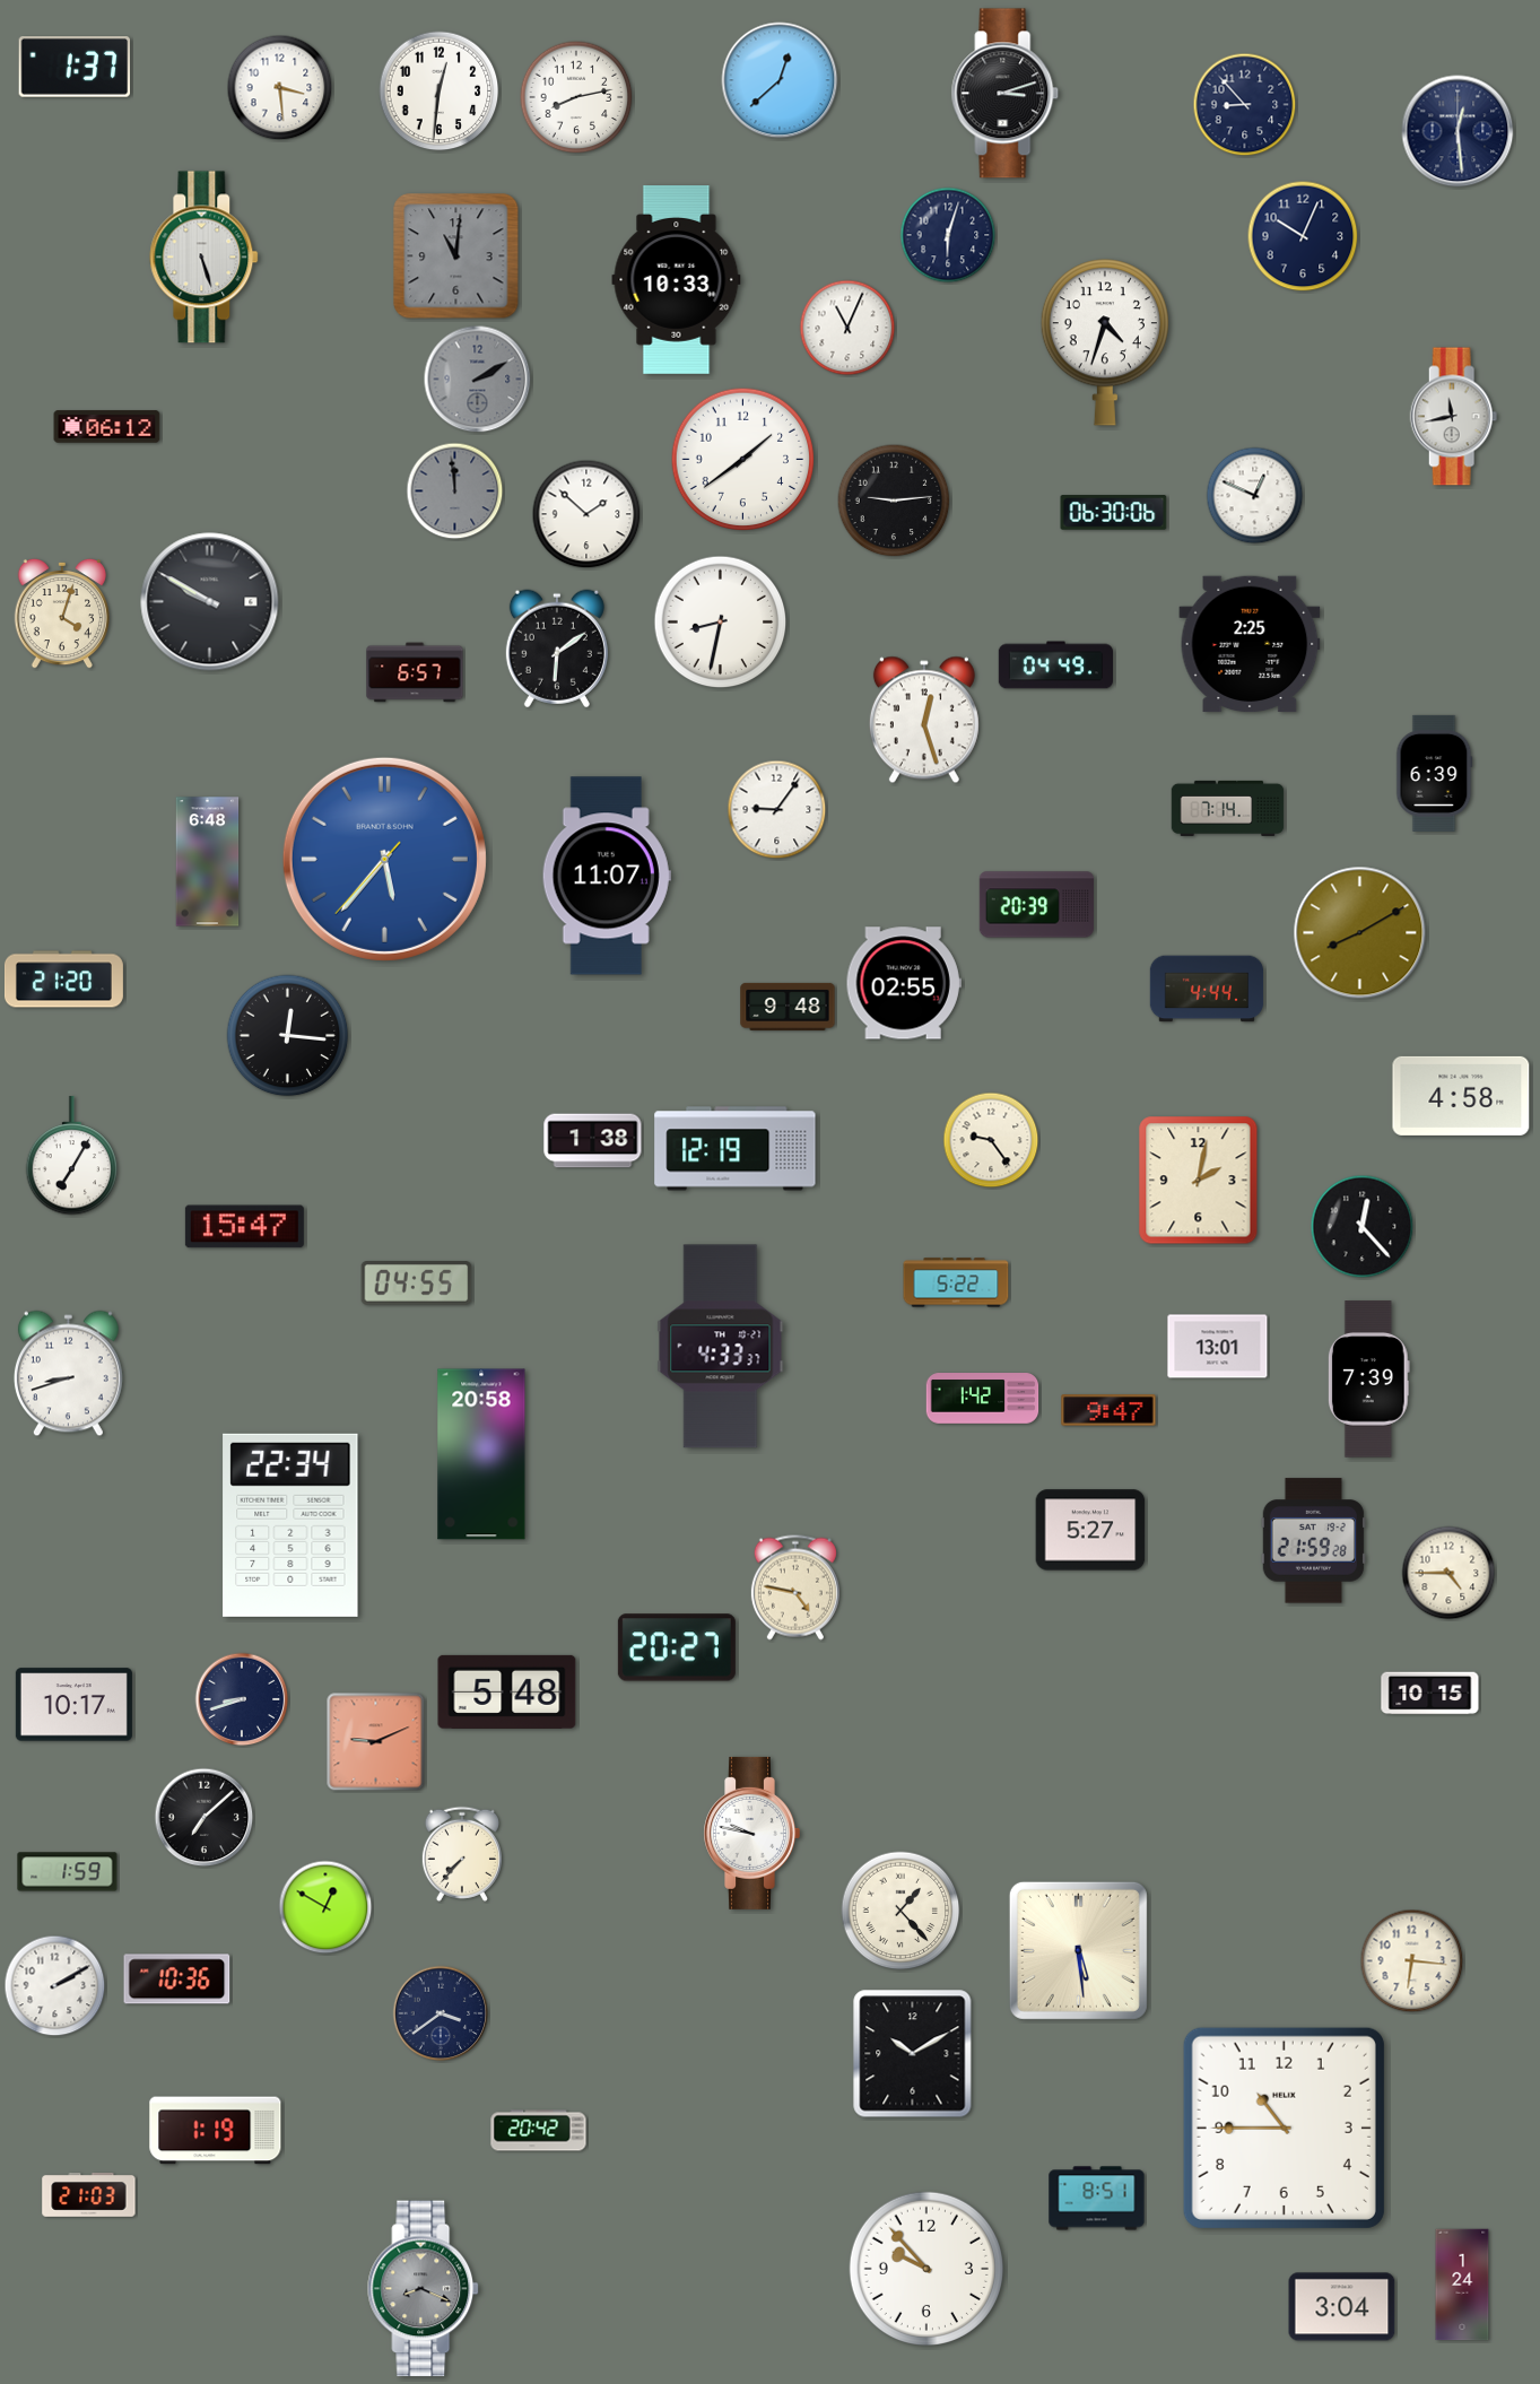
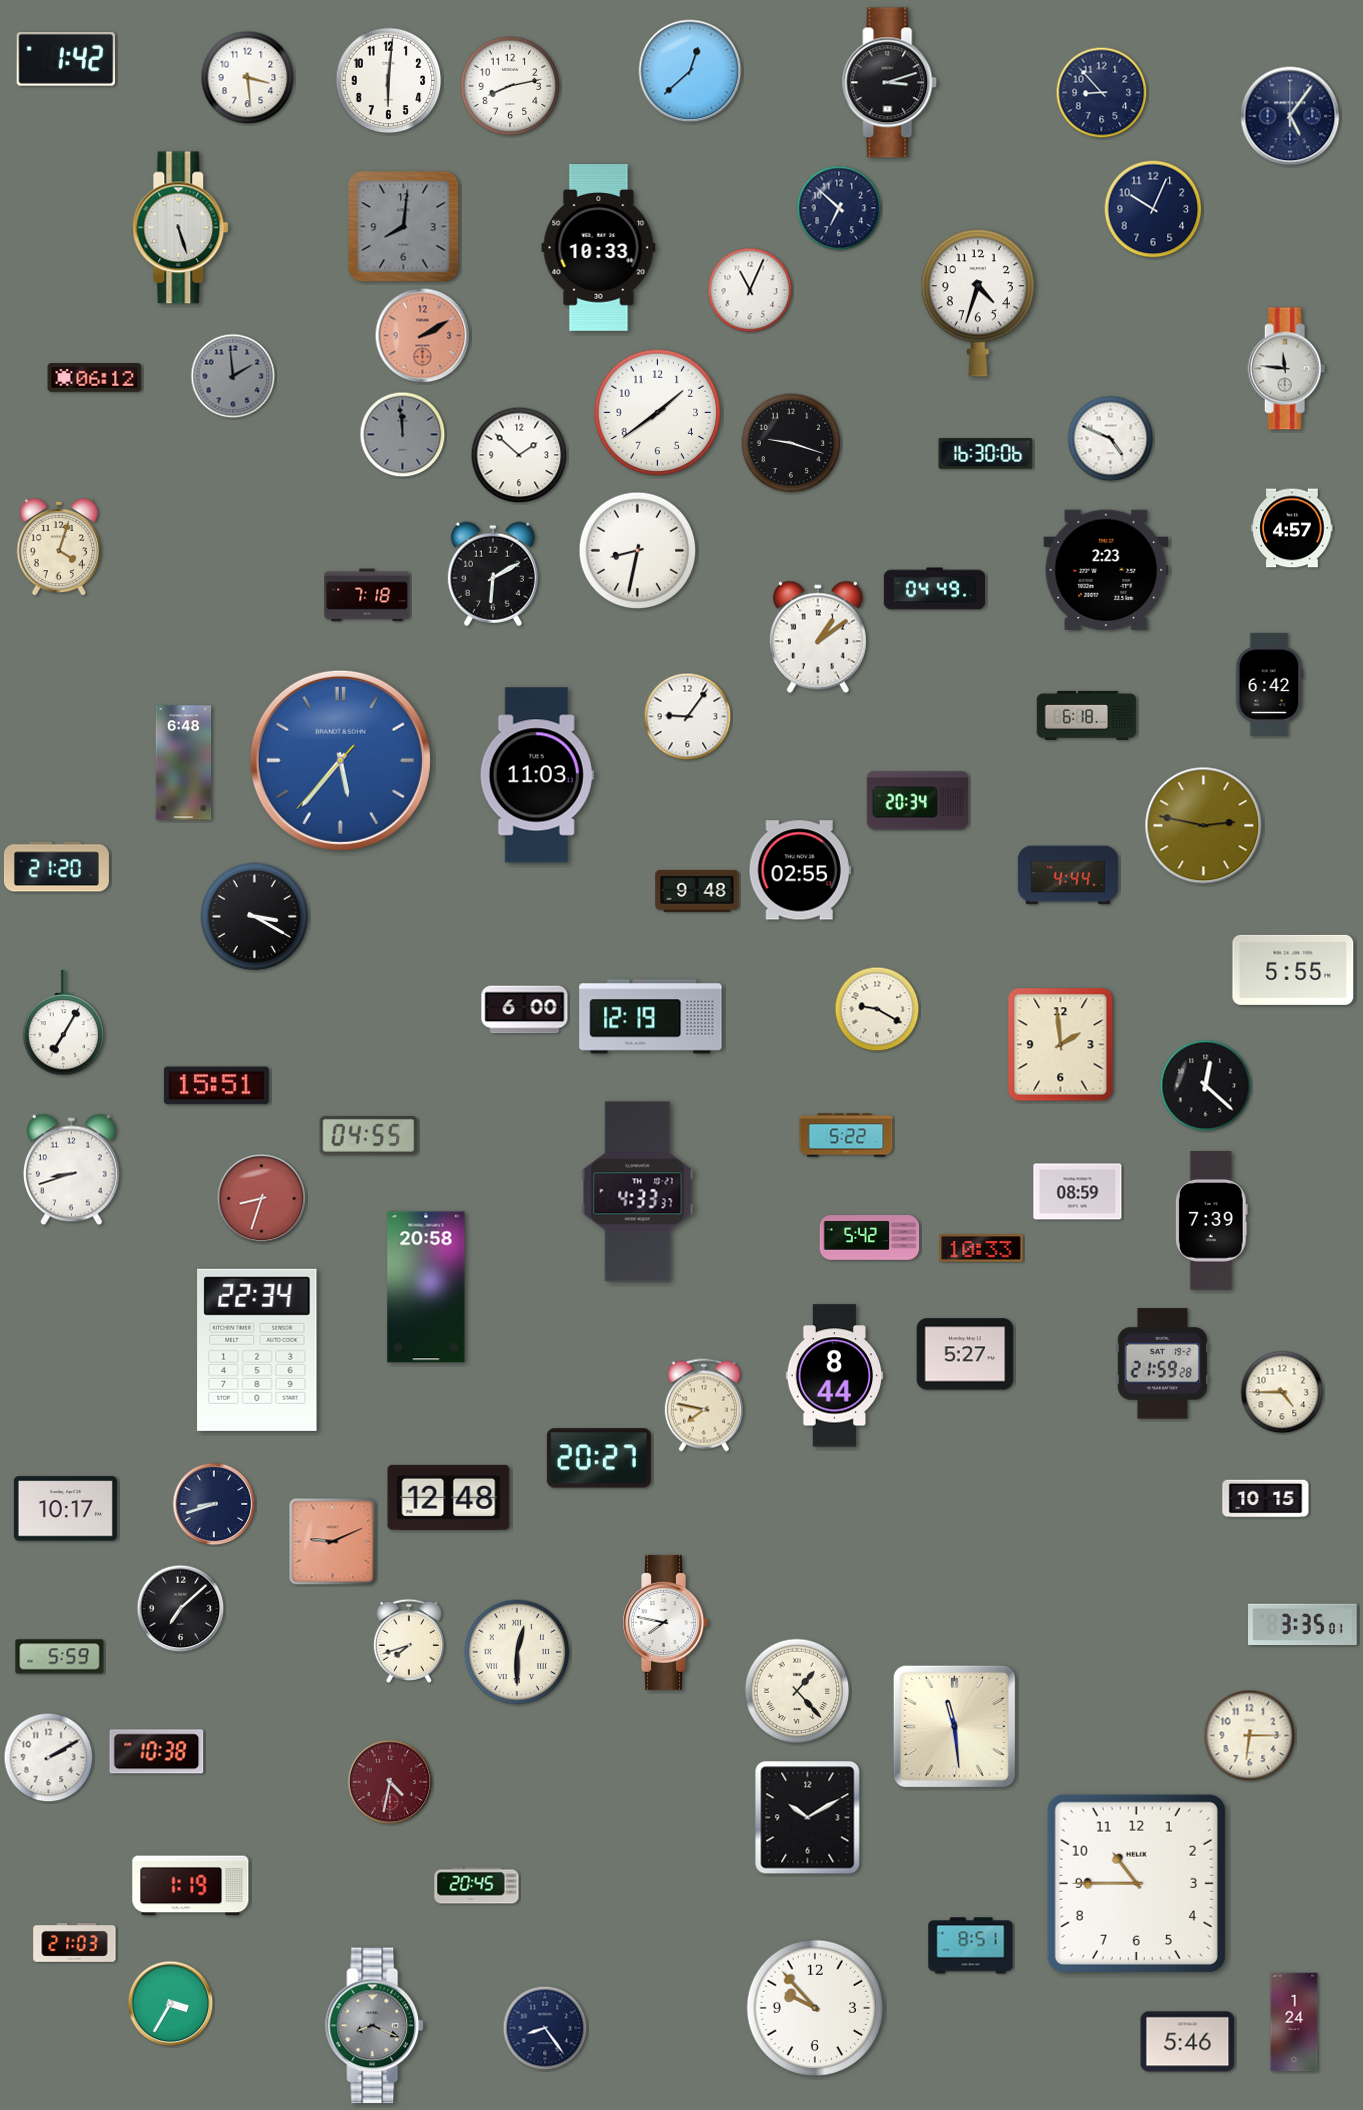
clock at (75, 67): 1:37 -> 1:42
clock at (440, 92): 12:31 -> 6:01
clock at (1458, 131): 12:29 -> 5:06
clock at (948, 235): 6:03 -> 6:52
clock at (456, 256): 11:01 -> 8:01
clock at (478, 380) dial: grey -> salmon
clock at (1454, 417): 11:43 -> 11:46
clock at (233, 376): none -> 1:59
clock at (743, 460) position: (743, 460) -> (658, 413)
clock at (1255, 496): 12:49 -> 4:49
clock at (894, 501): 9:14 -> 9:18
clock at (1114, 513): 06:30 -> 16:30
clock at (1292, 528): none -> 4:57
clock at (210, 602): 9:50 -> none
clock at (61, 614) position: (61, 614) -> (58, 547)
clock at (1250, 644): 2:25 -> 2:23
clock at (557, 649): 6:09 -> 6:10
clock at (415, 672): 6:57 -> 7:18
clock at (924, 720): 12:27 -> 1:09
clock at (1435, 773): 6:39 -> 6:42
clock at (1228, 808): 7:14 -> 6:18
clock at (607, 876): 11:07 -> 11:03
clock at (1036, 905): 20:39 -> 20:34
clock at (1360, 933): 8:10 -> 2:47
clock at (288, 1036): 12:16 -> 3:20
clock at (1461, 1096): 4:58 -> 5:55
clock at (991, 1140): 9:24 -> 9:20
clock at (593, 1141): 1:38 -> 6:00
clock at (1199, 1181): 2:02 -> 1:59
clock at (244, 1227): 15:47 -> 15:51
clock at (1363, 1227): 12:23 -> 12:22
clock at (1218, 1347): 13:01 -> 08:59
clock at (262, 1199): none -> 8:33
clock at (68, 1374) position: (68, 1374) -> (71, 1170)
clock at (983, 1399): 1:42 -> 5:42
clock at (1108, 1410): 9:47 -> 10:33
clock at (835, 1376): none -> 8:44
clock at (795, 1587): 4:47 -> 7:47
clock at (507, 1691): 5:48 -> 12:48
clock at (751, 1833): 9:47 -> 7:47
clock at (1303, 1625): none -> 3:35
clock at (462, 1854): 7:37 -> 7:42
clock at (517, 1652): none -> 12:30
clock at (68, 1872): 1:59 -> 5:59
clock at (325, 1907): 12:50 -> none
clock at (1078, 1950): 5:29 -> 11:29
clock at (1412, 1961): 6:16 -> 6:15
clock at (177, 1980): 10:36 -> 10:38
clock at (441, 2013): 3:39 -> 4:32
clock at (441, 2013) dial: navy -> burgundy
clock at (539, 2131): 20:42 -> 20:45
clock at (89, 2194) position: (89, 2194) -> (75, 1942)
clock at (171, 2004): none -> 3:35
clock at (925, 2268) position: (925, 2268) -> (814, 2007)
clock at (545, 2028): none -> 8:24
clock at (1342, 2307): 3:04 -> 5:46
